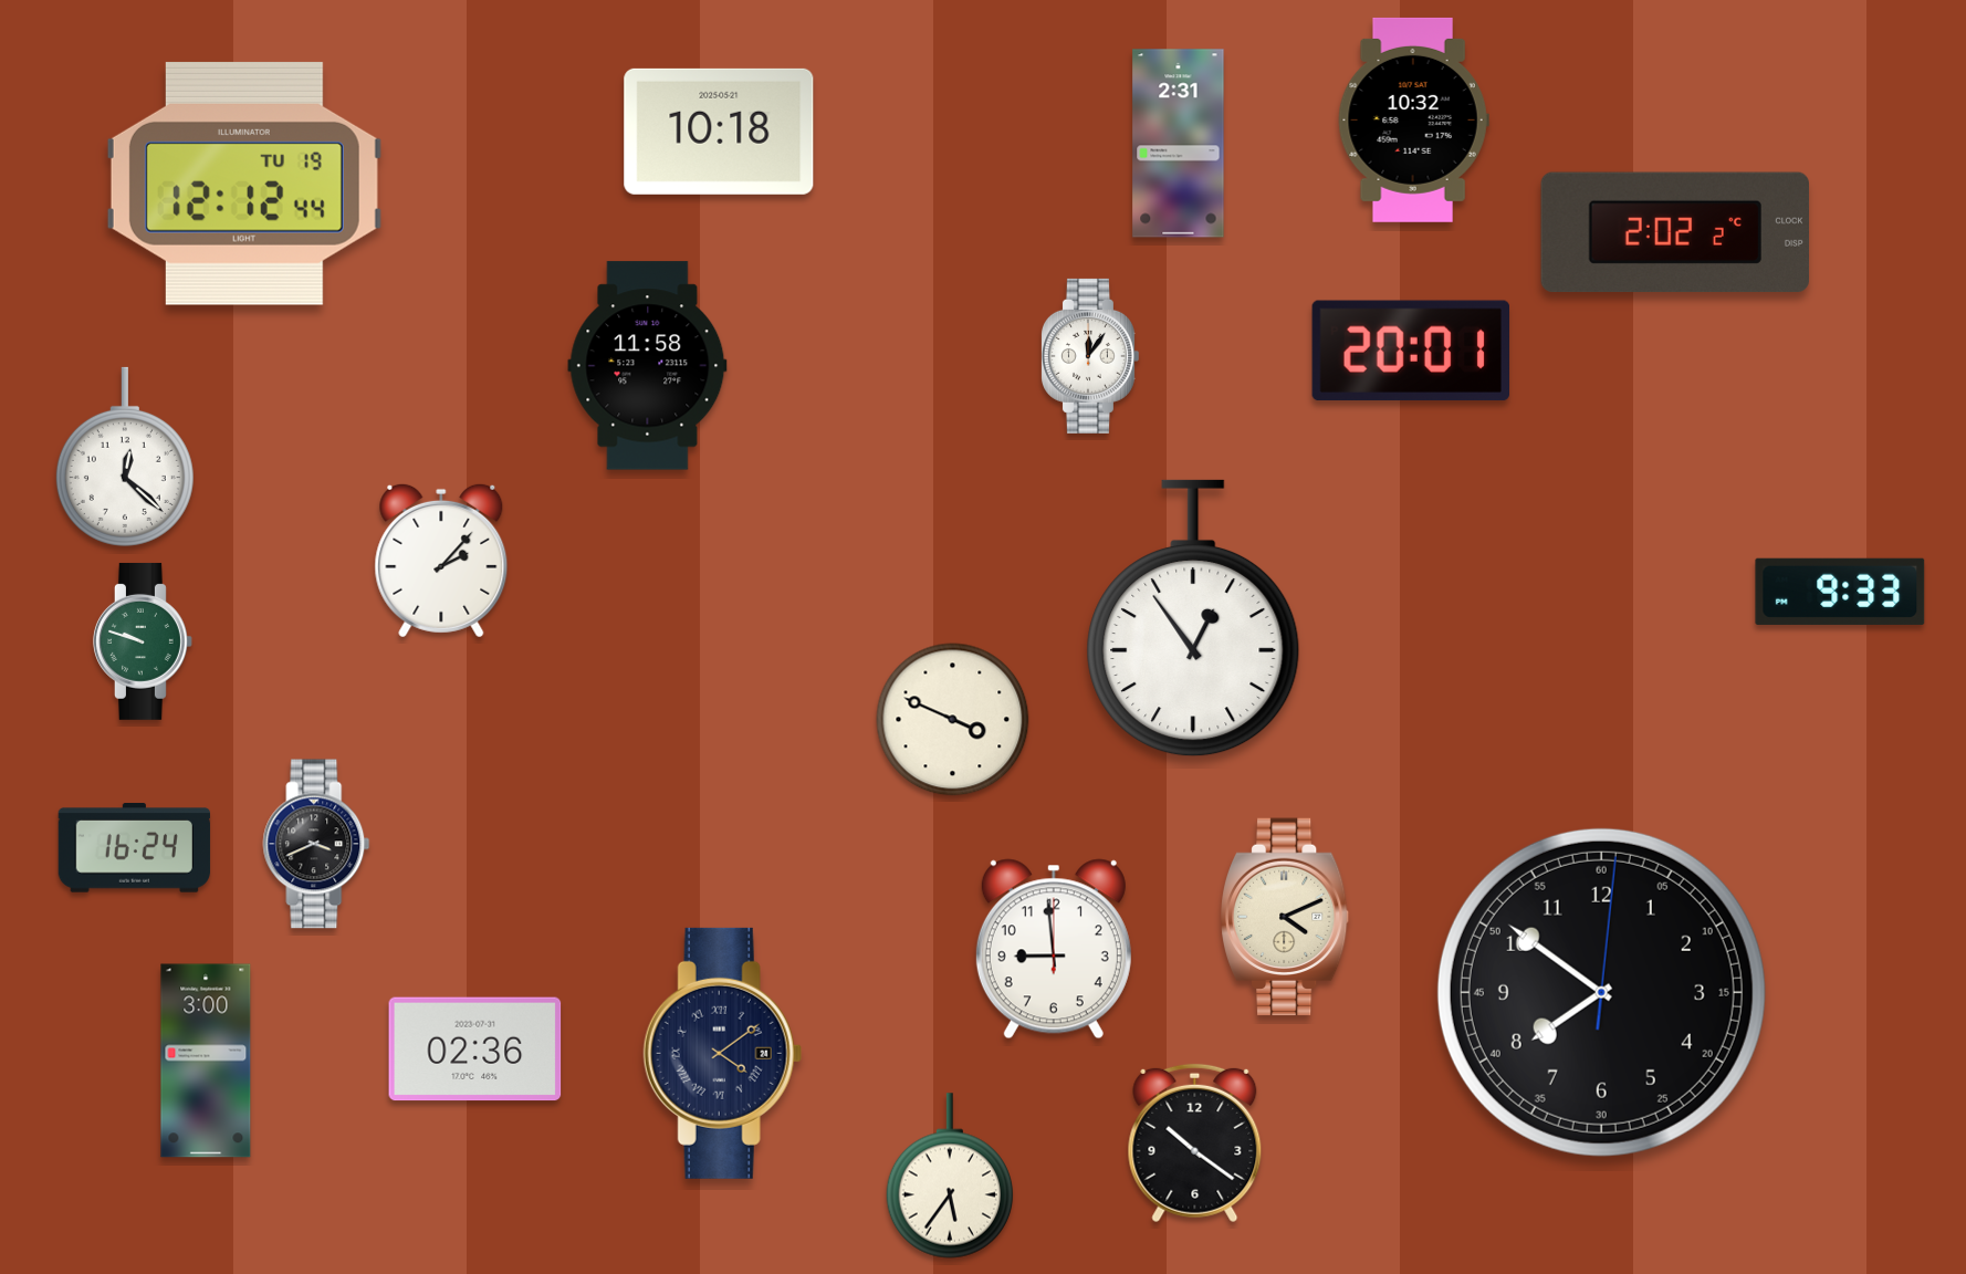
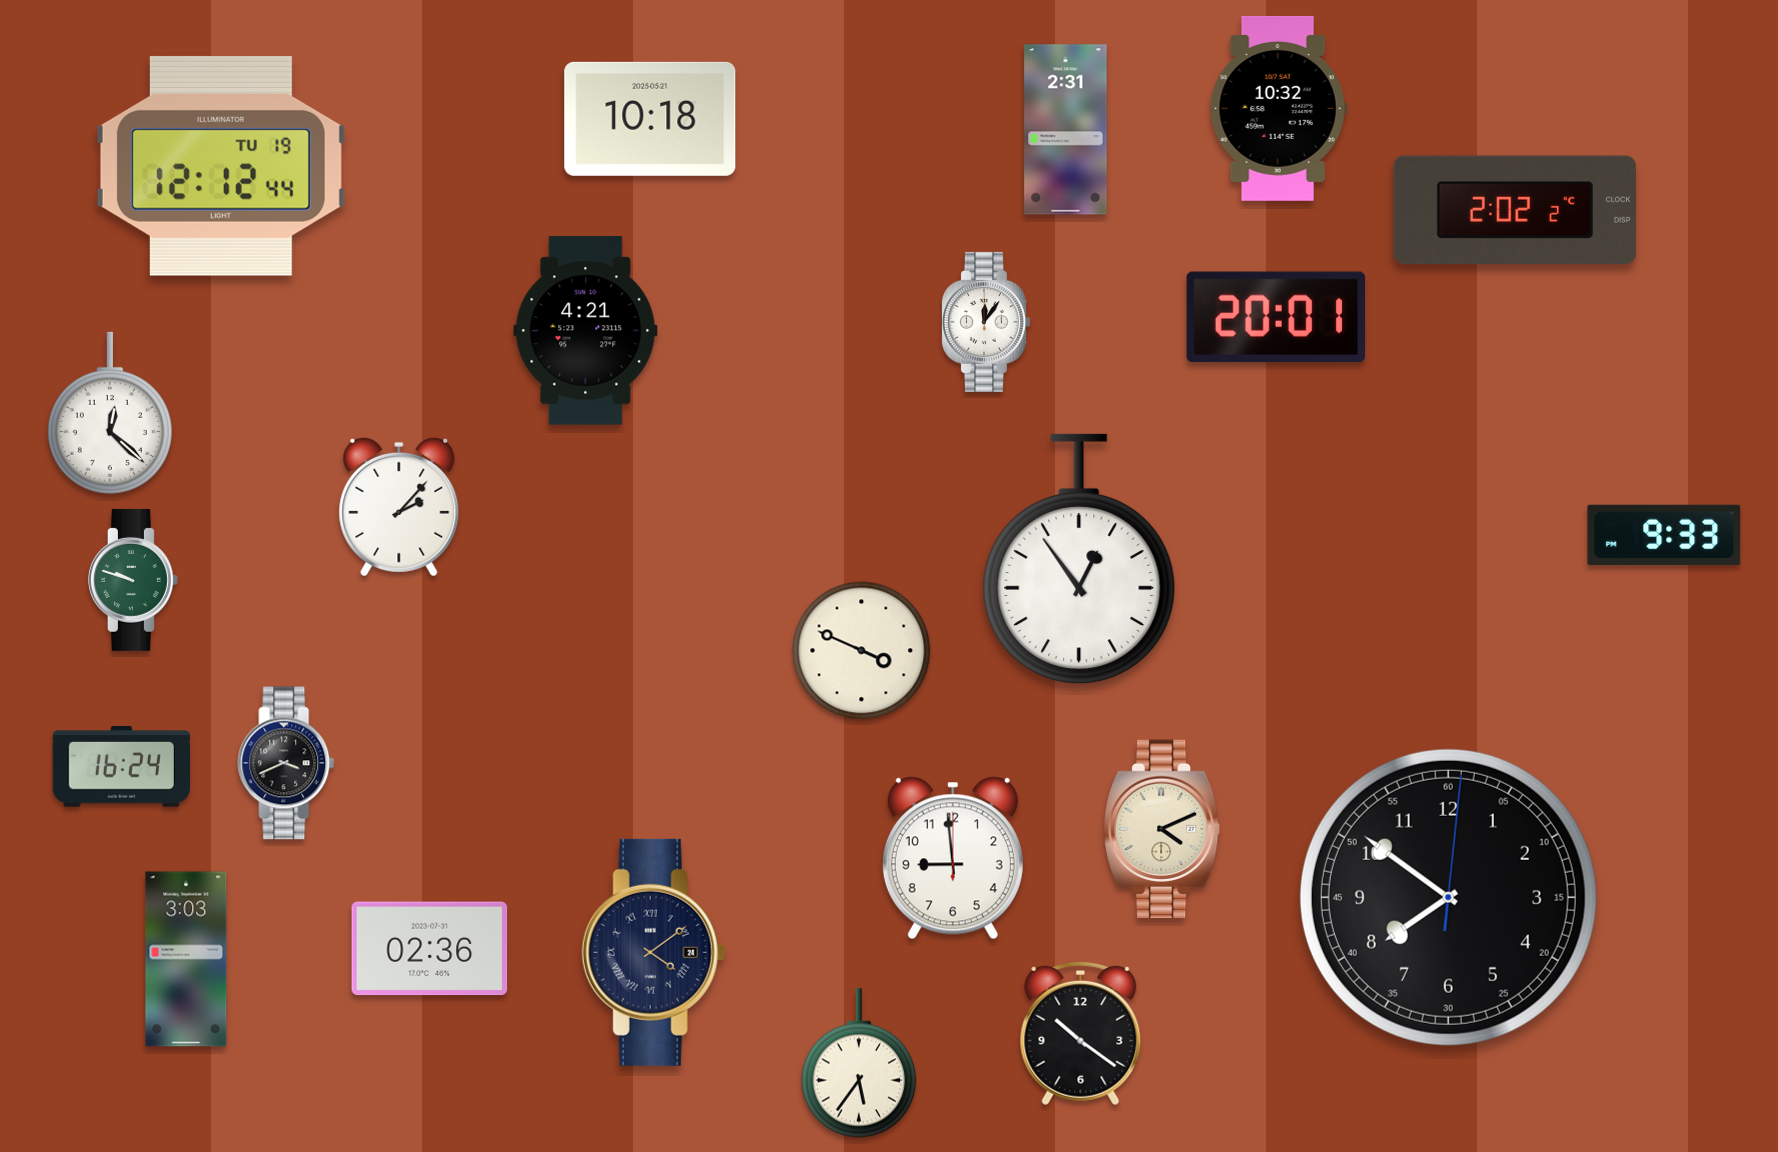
clock at (648, 366): 11:58 -> 4:21
clock at (125, 457) position: (125, 457) -> (110, 413)
clock at (143, 641) position: (143, 641) -> (133, 580)
clock at (206, 1061): 3:00 -> 3:03
